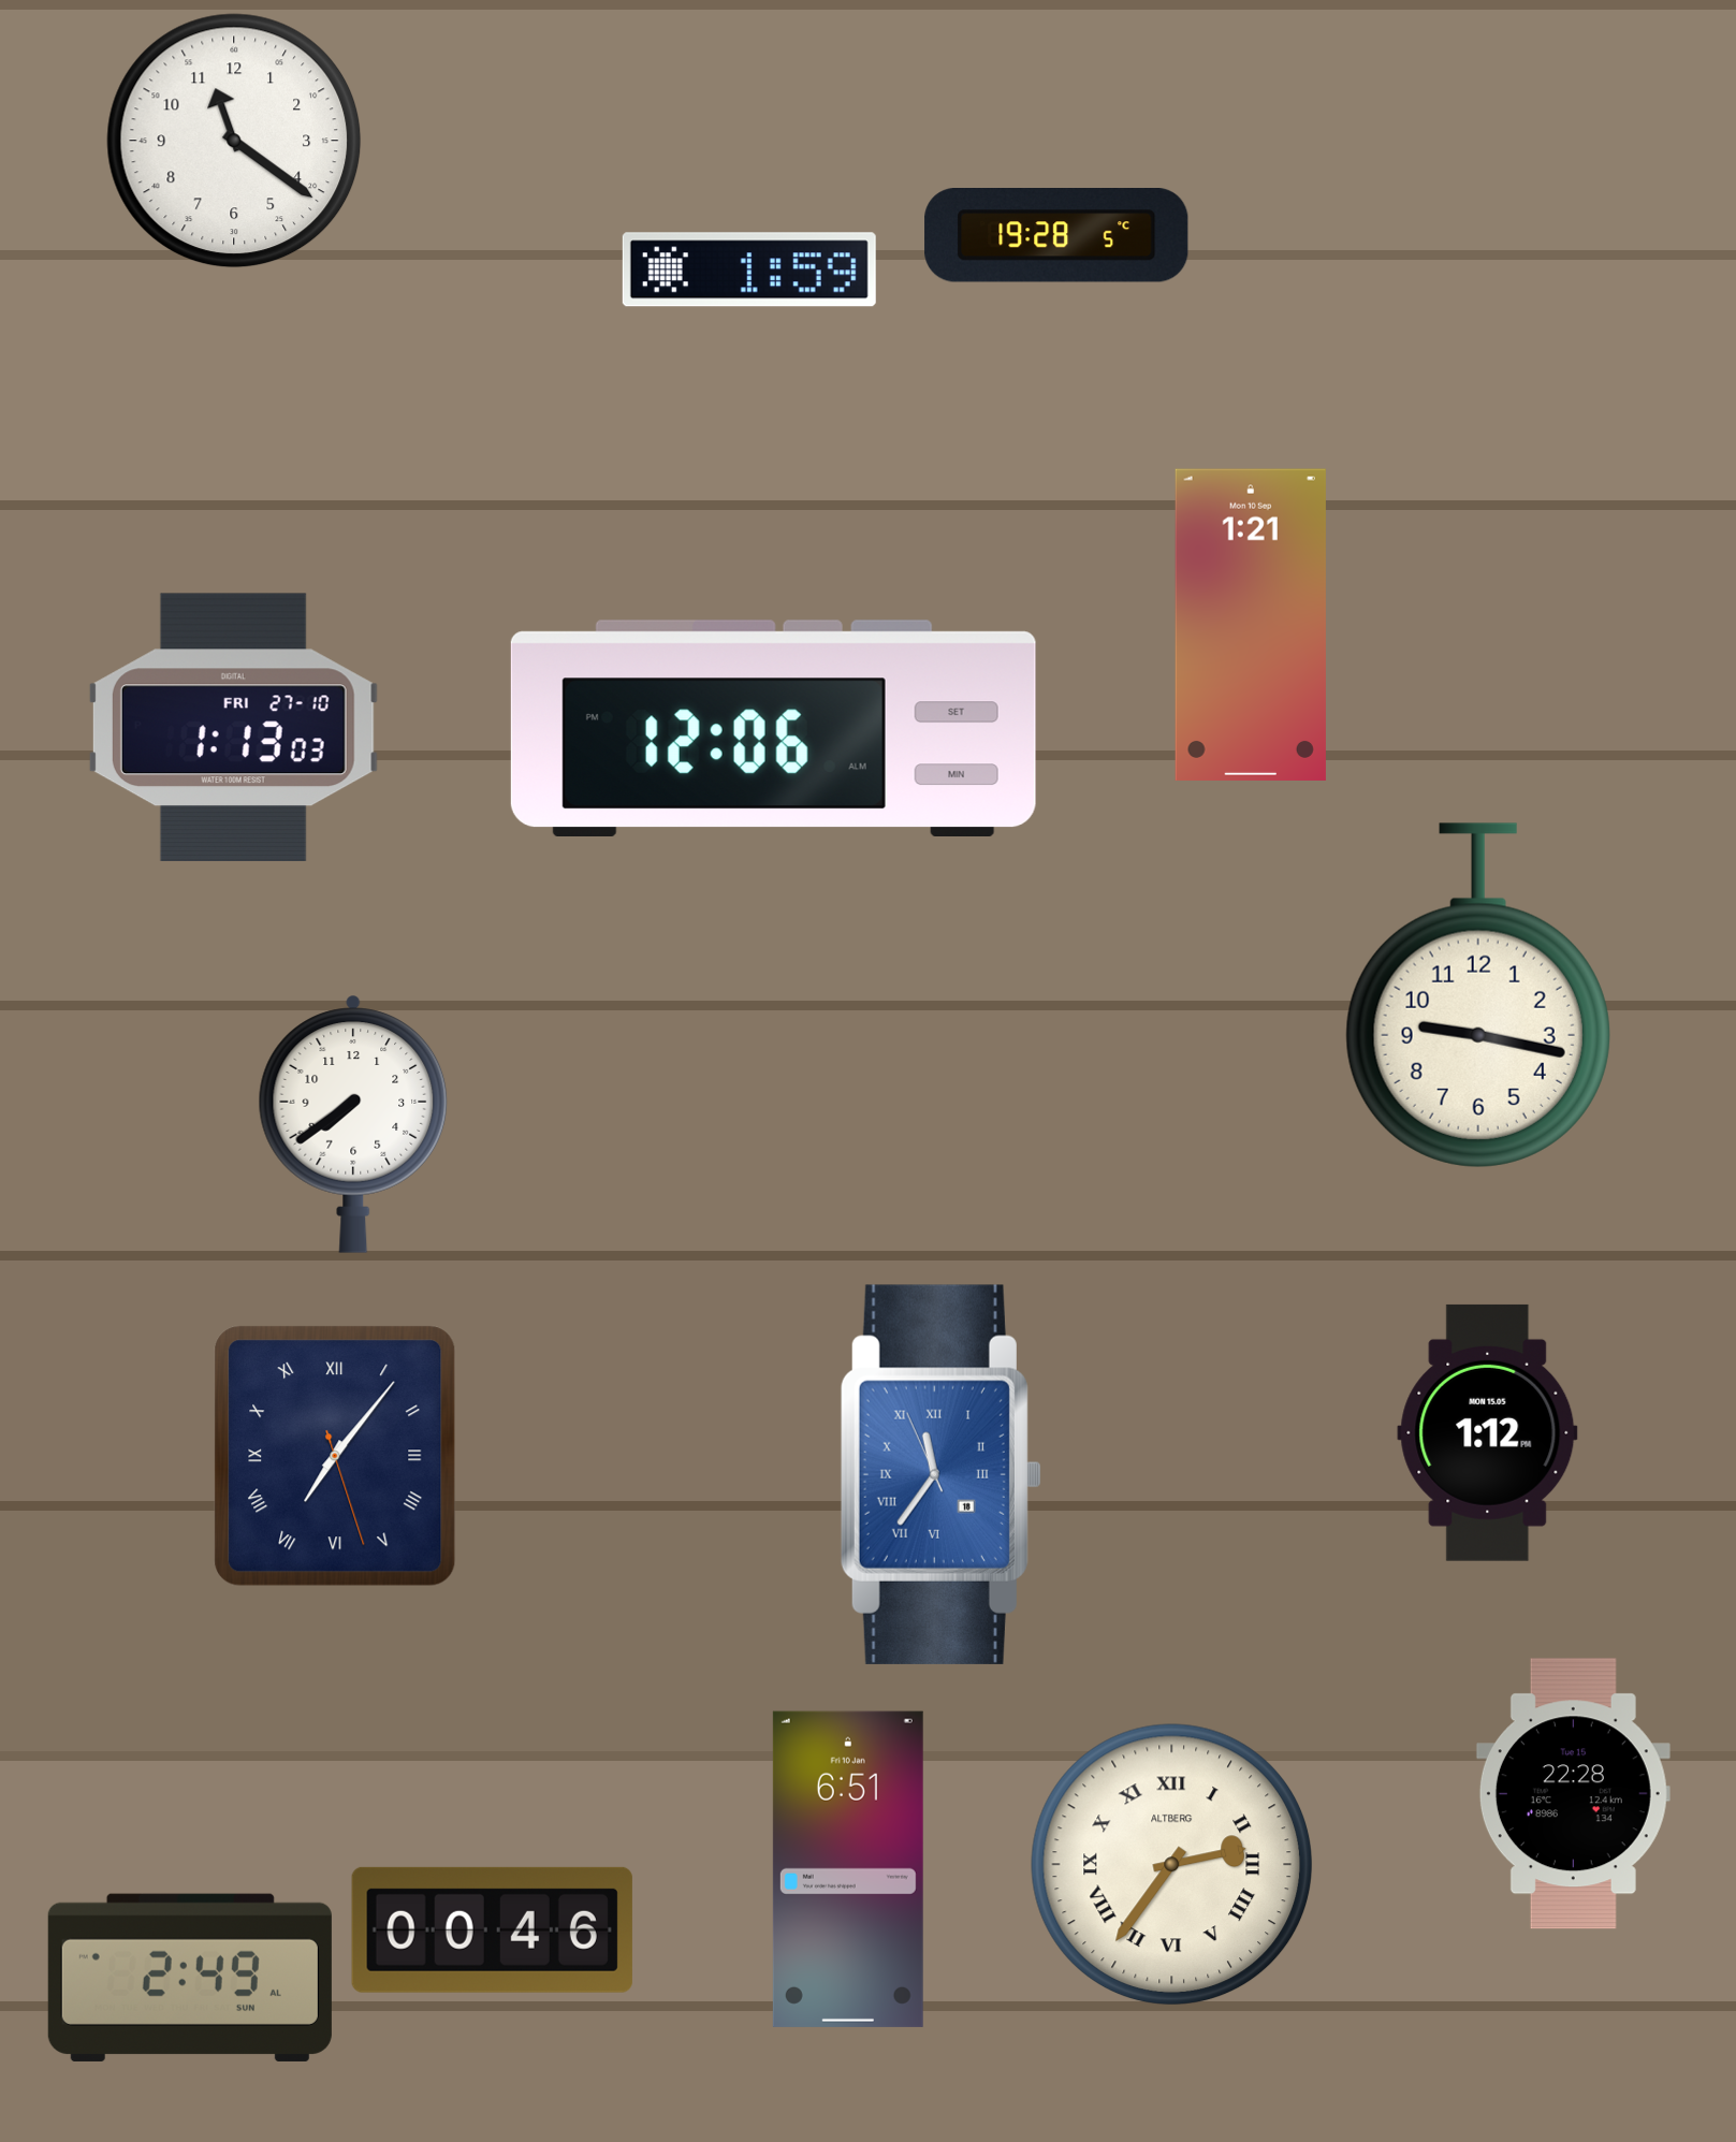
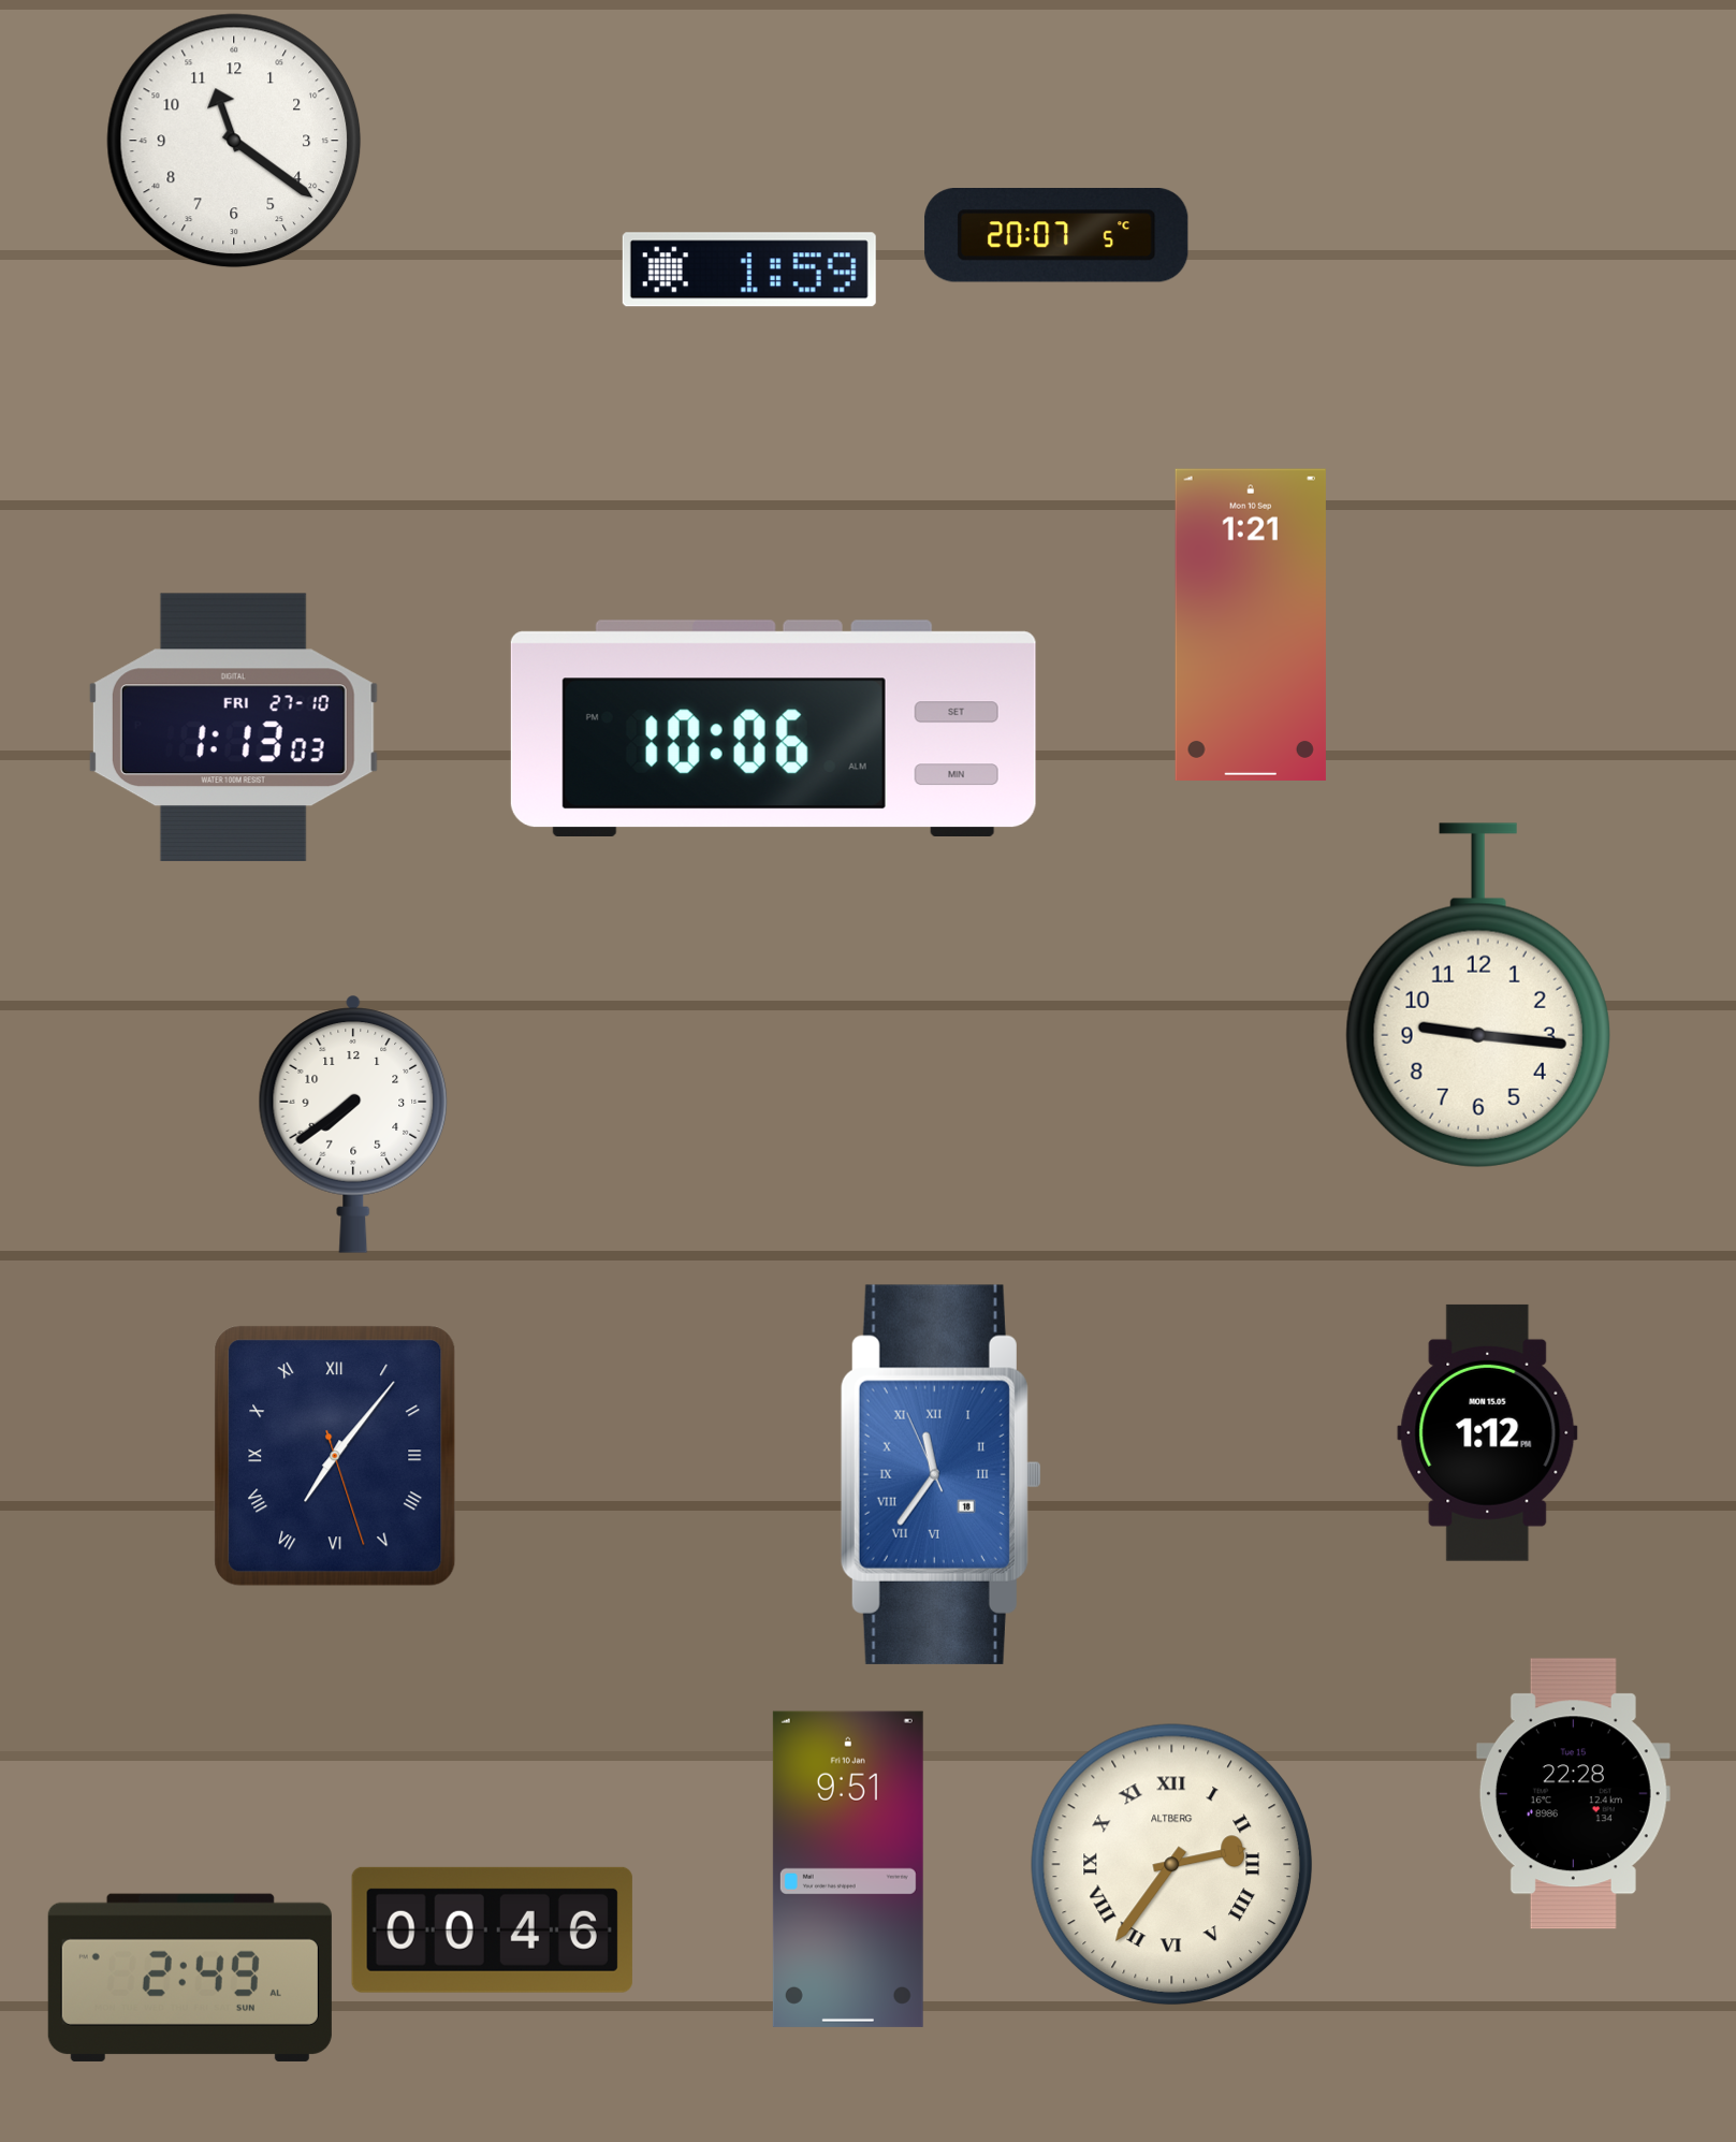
clock at (1056, 236): 19:28 -> 20:07
clock at (773, 728): 12:06 -> 10:06
clock at (1478, 995): 9:17 -> 9:16
clock at (848, 1869): 6:51 -> 9:51
